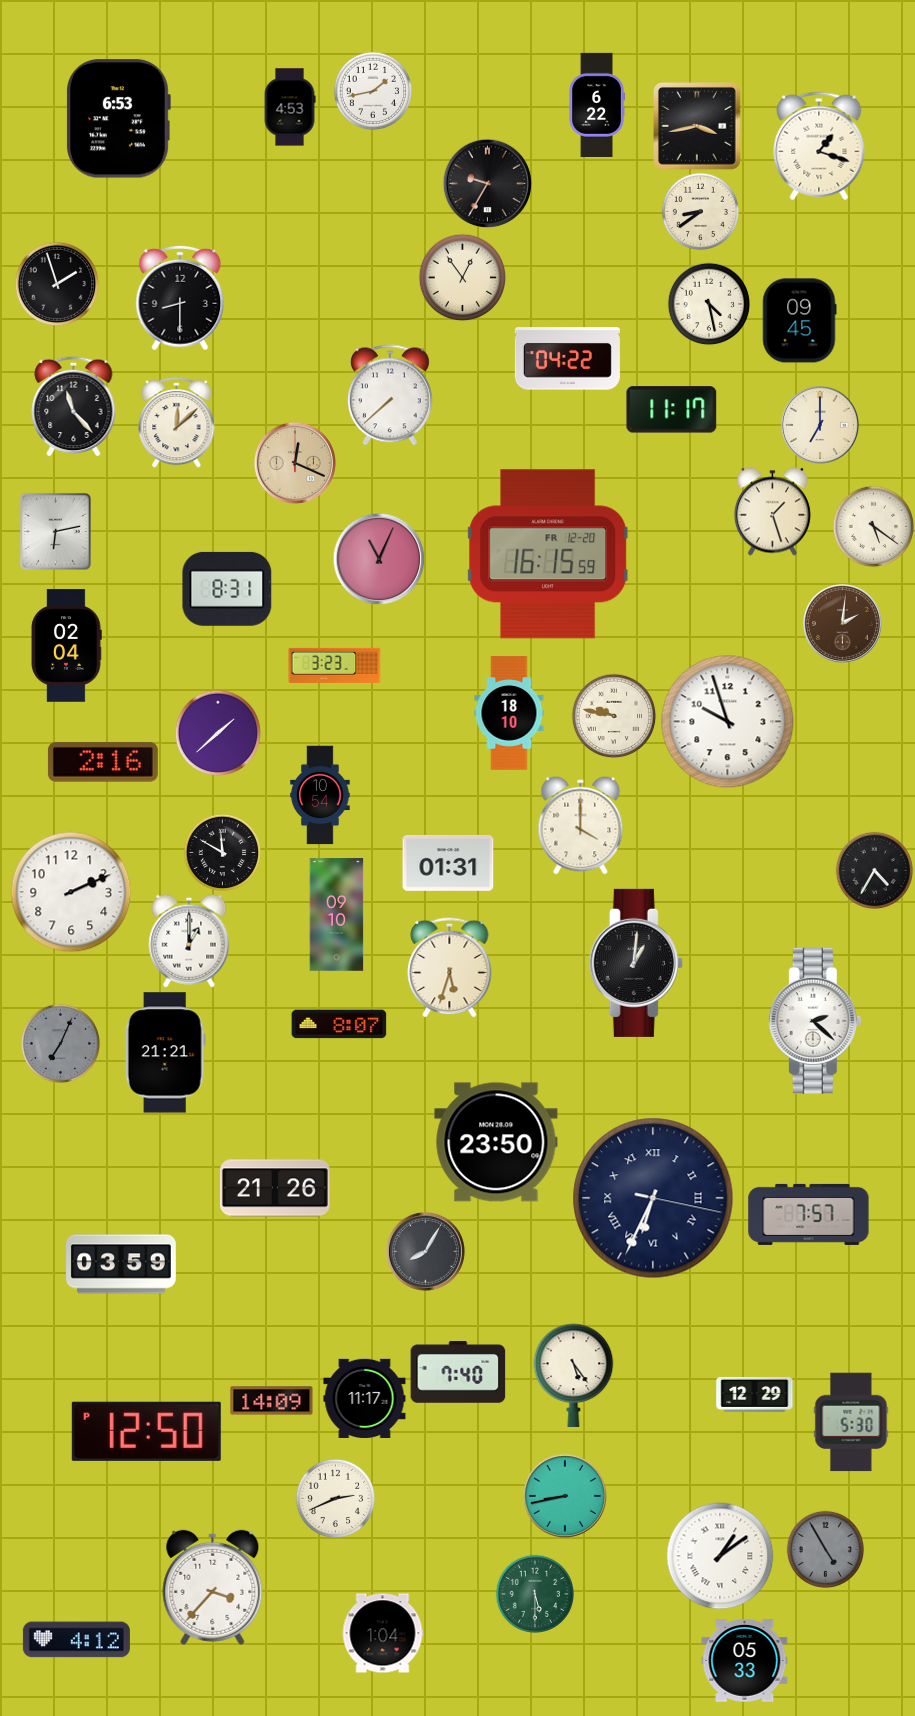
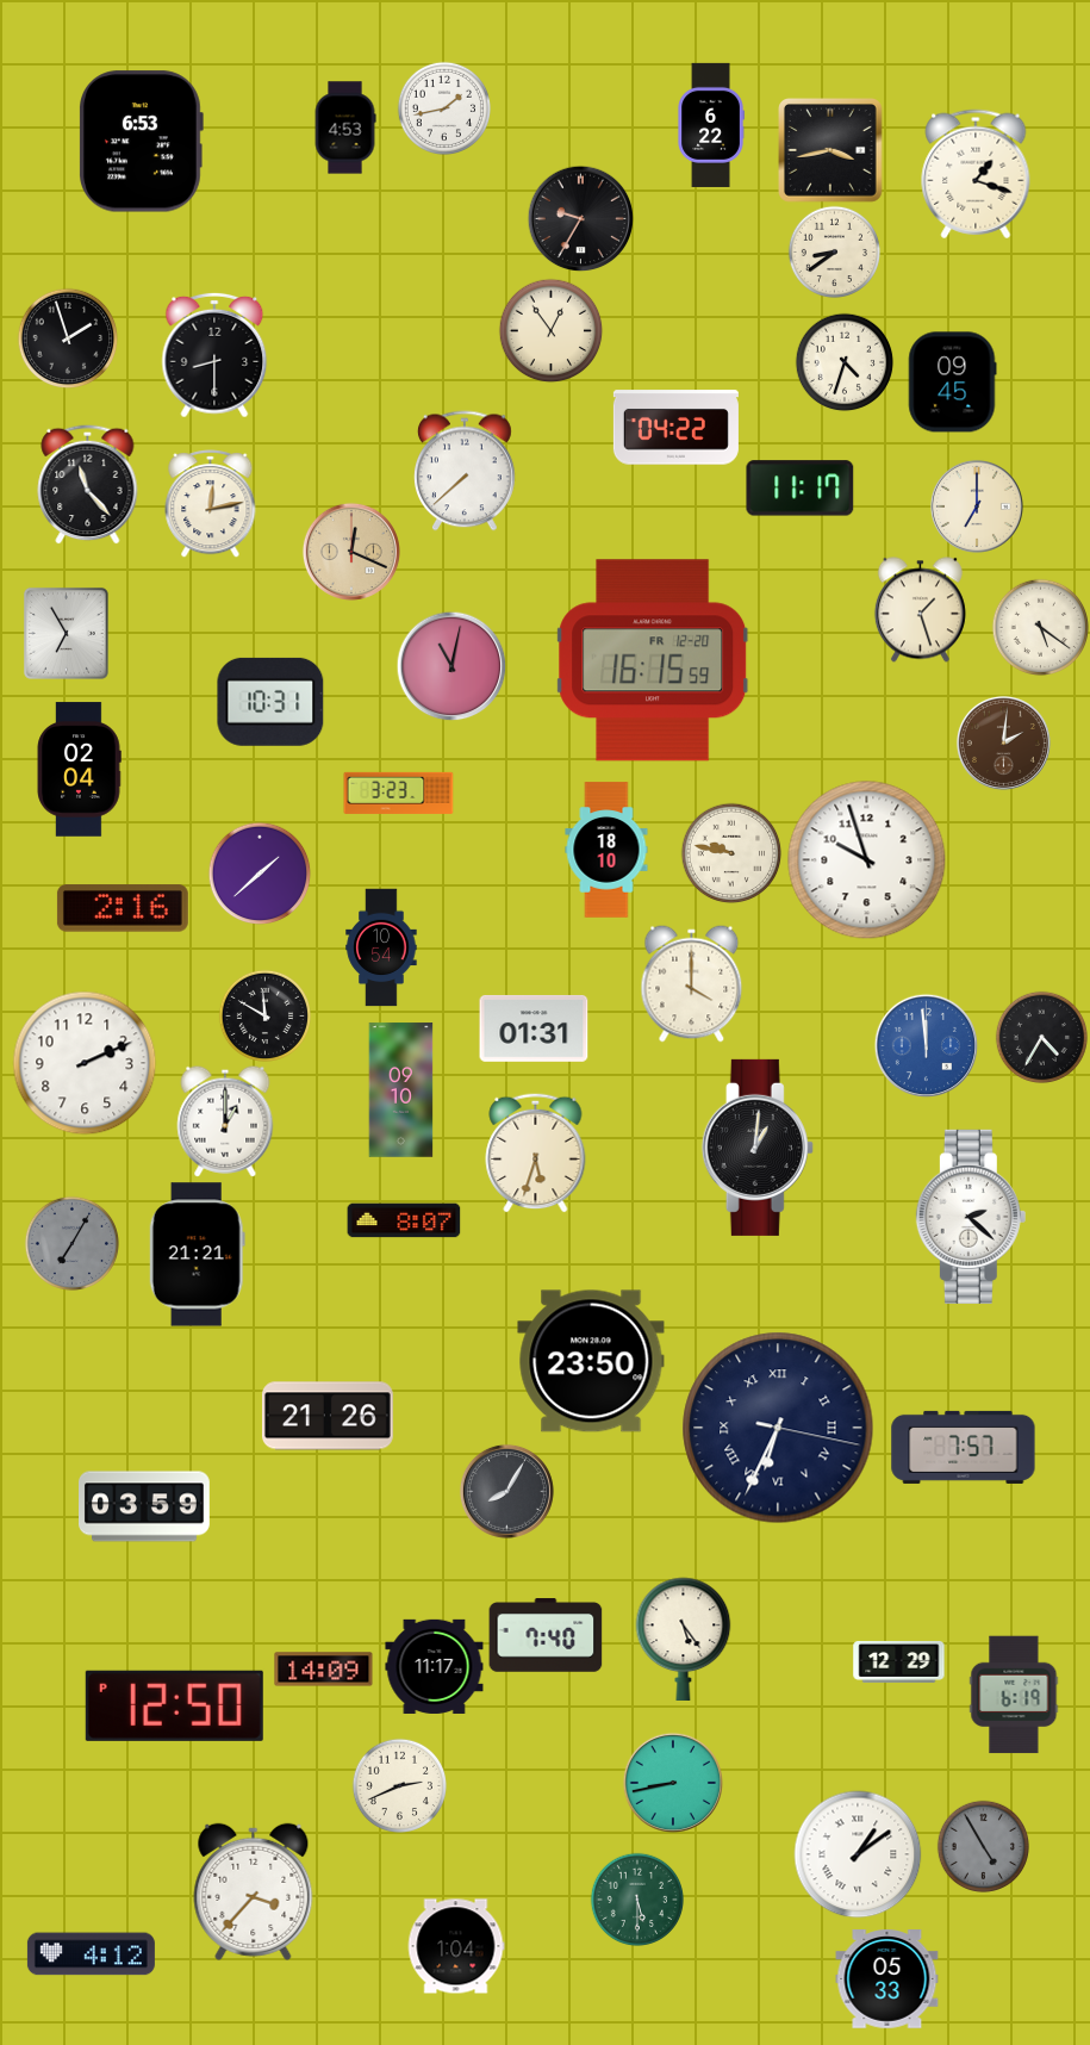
clock at (709, 304): 4:28 -> 4:33
clock at (177, 423): 12:08 -> 12:13
clock at (55, 531): 6:13 -> 6:55
clock at (379, 559): 11:04 -> 11:02
clock at (227, 589): 8:31 -> 10:31
clock at (926, 1045): none -> 11:59
clock at (60, 1043): 7:04 -> 7:05
clock at (851, 1422): 5:30 -> 6:19
